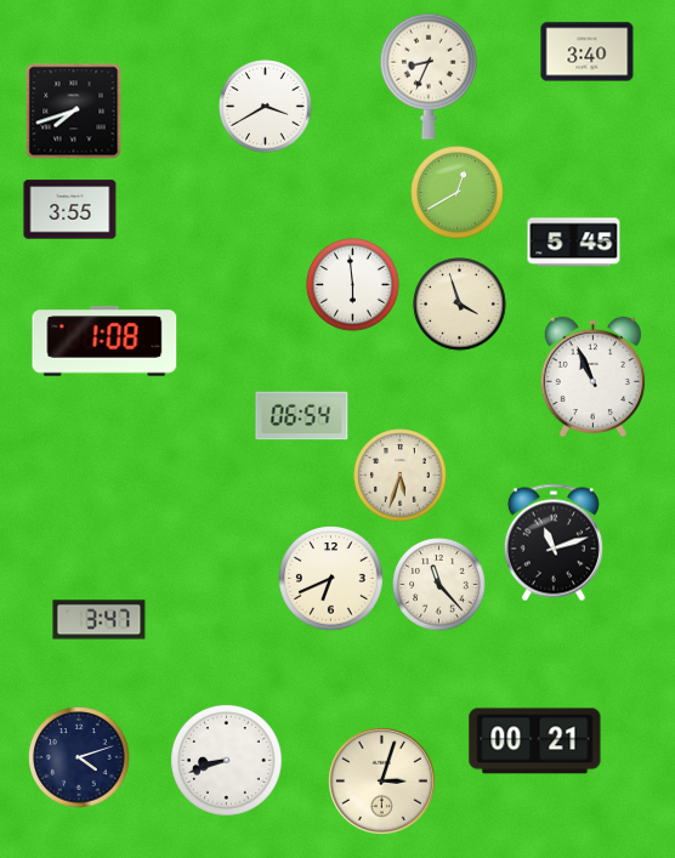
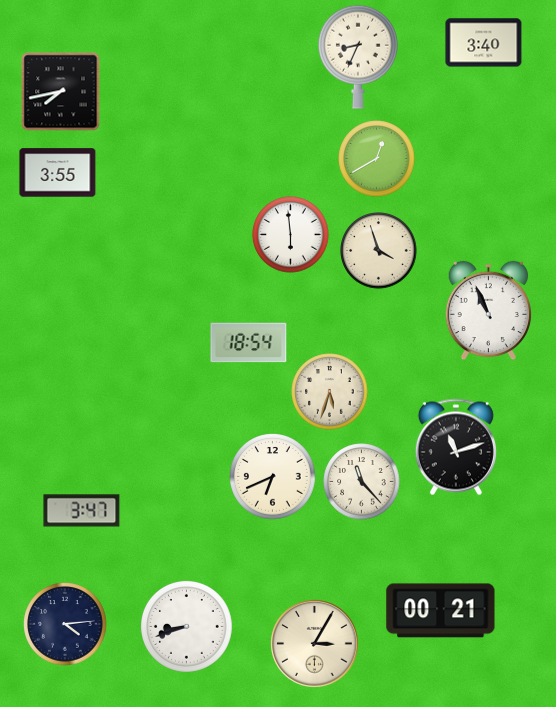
clock at (429, 76) position: (429, 76) -> (358, 57)
clock at (266, 107): 3:40 -> none
clock at (74, 112): 7:42 -> 7:43
clock at (574, 243): 5:45 -> none
clock at (104, 341): 1:08 -> none
clock at (302, 416): 06:54 -> 18:54
clock at (79, 757): 4:12 -> 4:14
clock at (382, 782): 3:03 -> 3:05
